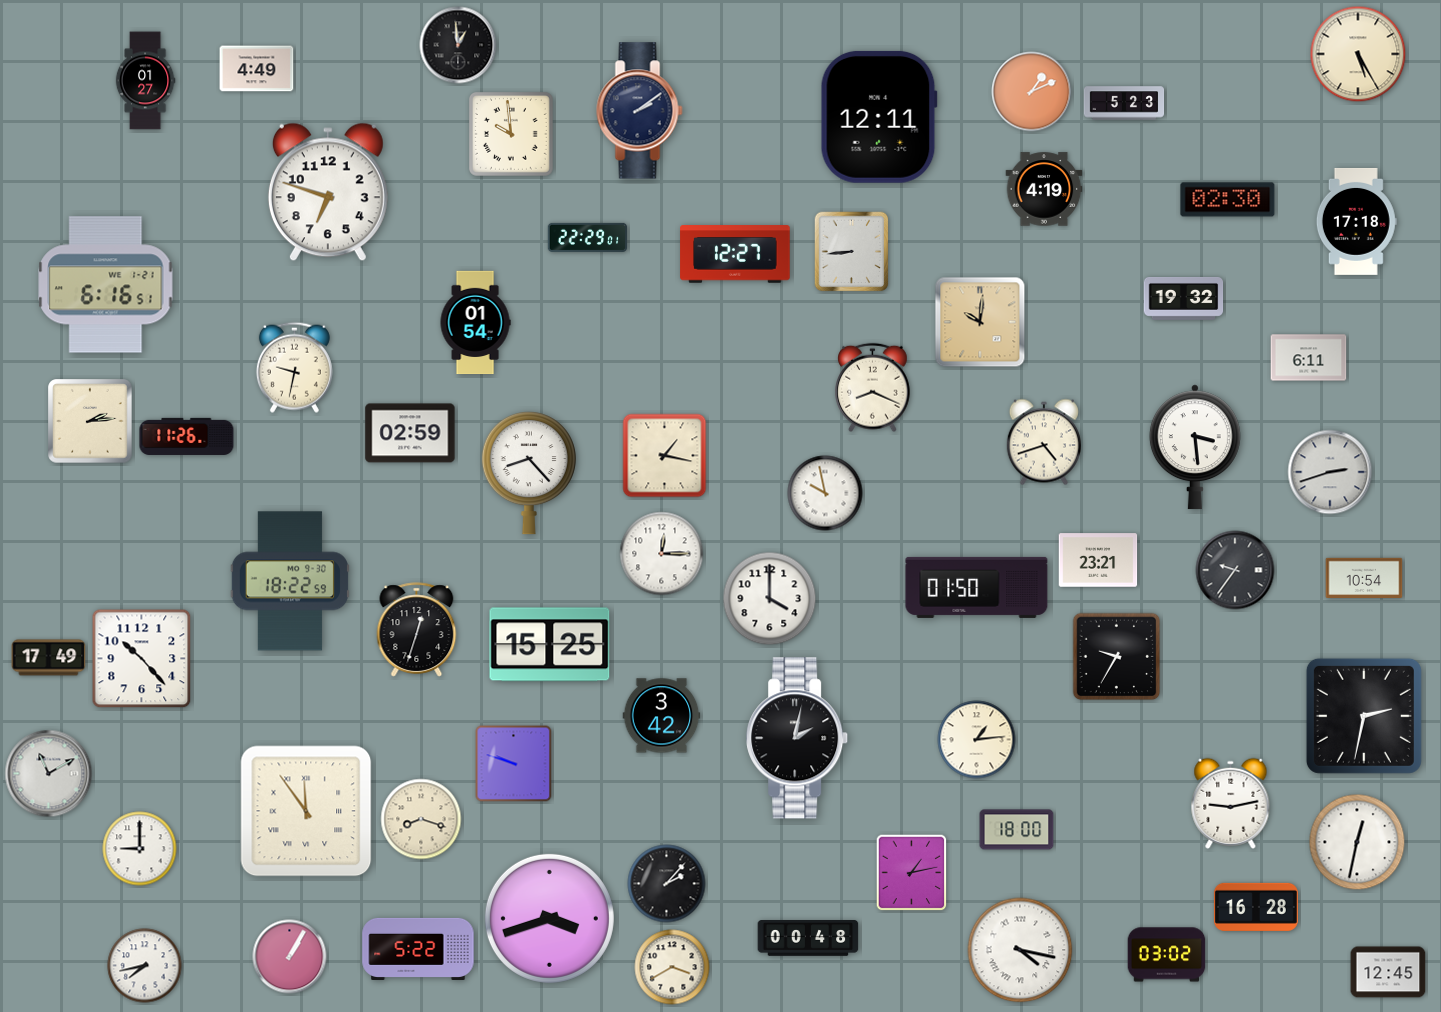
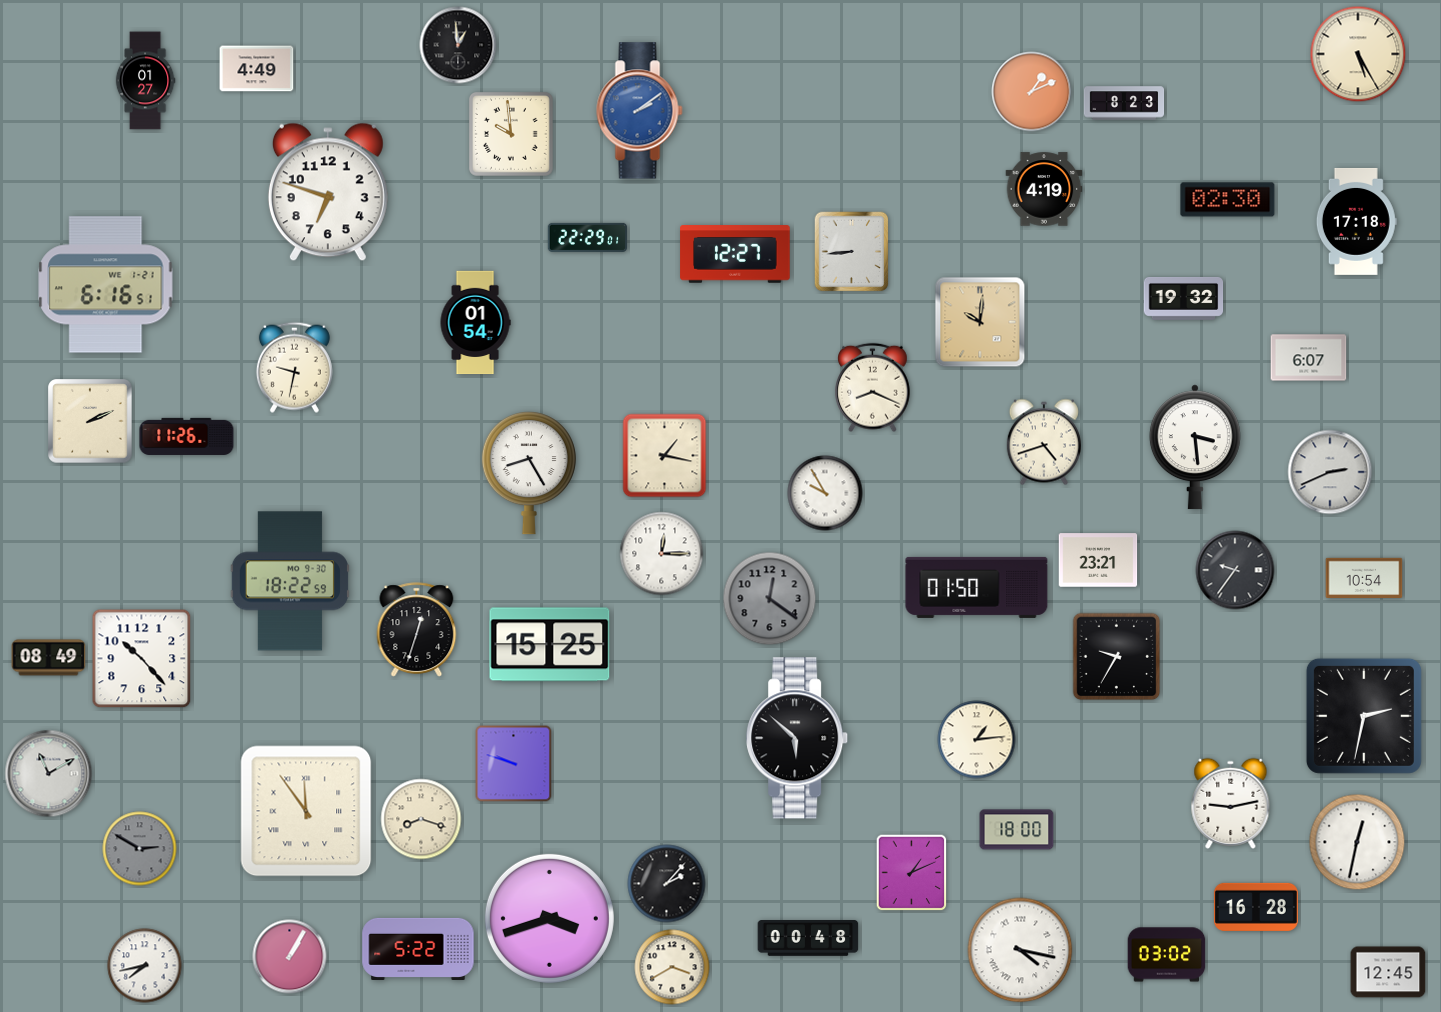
clock at (1124, 103): 5:23 -> 8:23
clock at (640, 111) dial: navy -> blue
clock at (879, 117): 12:11 -> none
clock at (1309, 358): 6:11 -> 6:07
clock at (90, 421): 2:14 -> 2:11
clock at (410, 433): 02:59 -> none
clock at (1330, 472): 2:42 -> 2:41
clock at (529, 473): 8:23 -> 8:25
clock at (825, 493): 9:58 -> 9:55
clock at (770, 599): 4:00 -> 12:21
clock at (770, 599) dial: white -> grey
clock at (49, 658): 17:49 -> 08:49
clock at (662, 716): 3:42 -> none
clock at (798, 738): 2:02 -> 5:52
clock at (140, 849): 9:00 -> 2:50
clock at (140, 849) dial: white -> grey
clock at (912, 873): 1:13 -> 1:11
